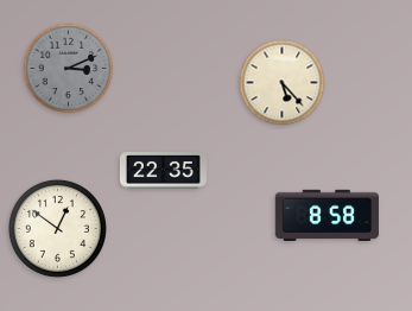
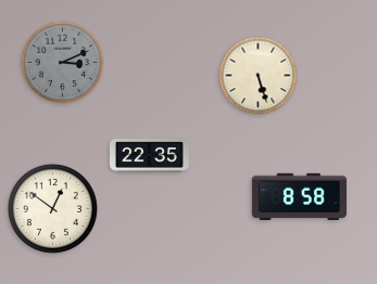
clock at (283, 83): 5:23 -> 5:27
